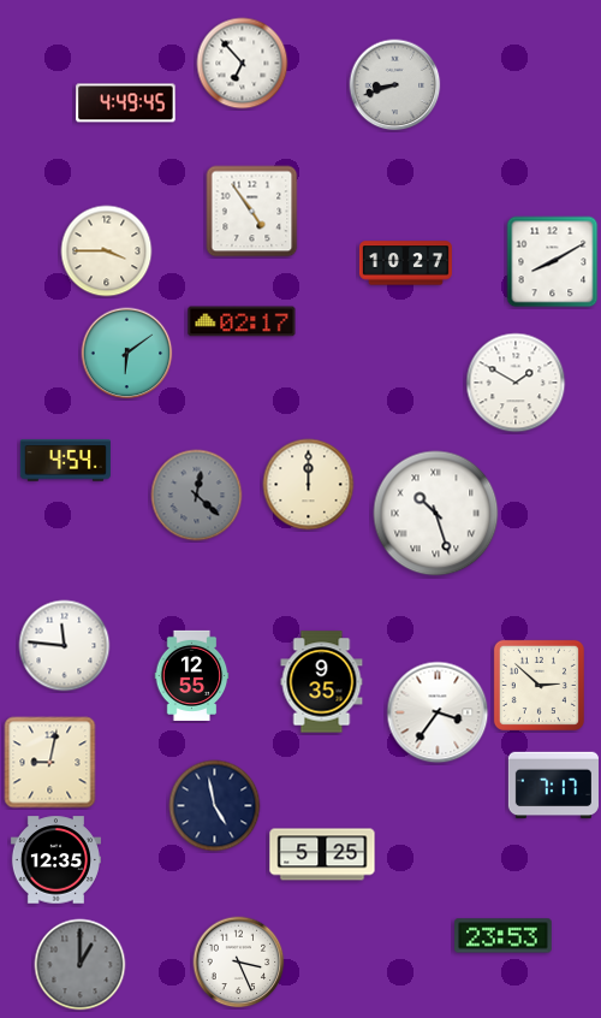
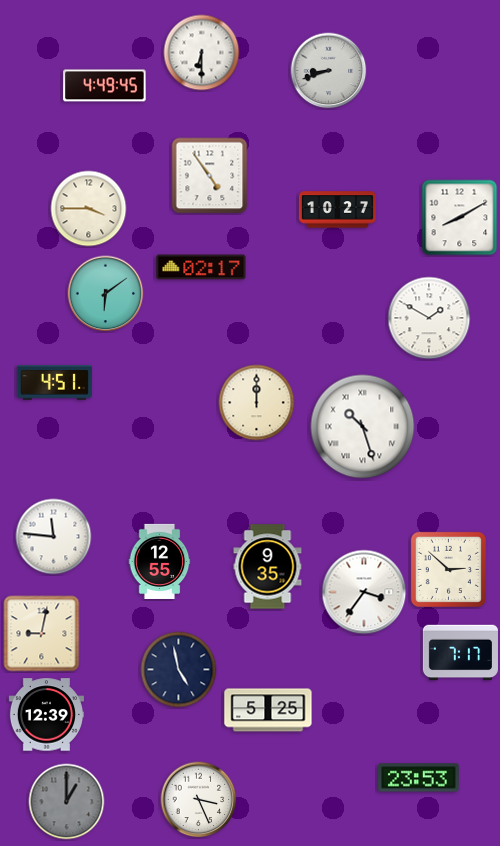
clock at (243, 64): 6:53 -> 6:30
clock at (405, 264) position: (405, 264) -> (337, 210)
clock at (65, 461): 4:54 -> 4:51
clock at (197, 496): 12:22 -> none
clock at (55, 860): 12:35 -> 12:39
